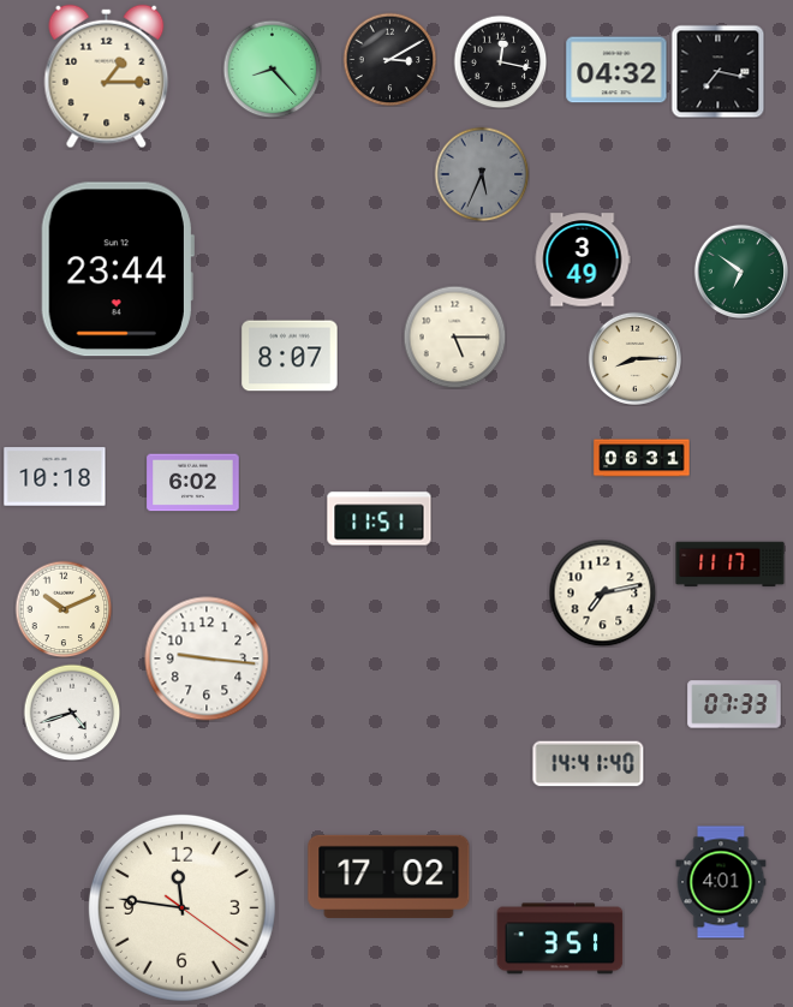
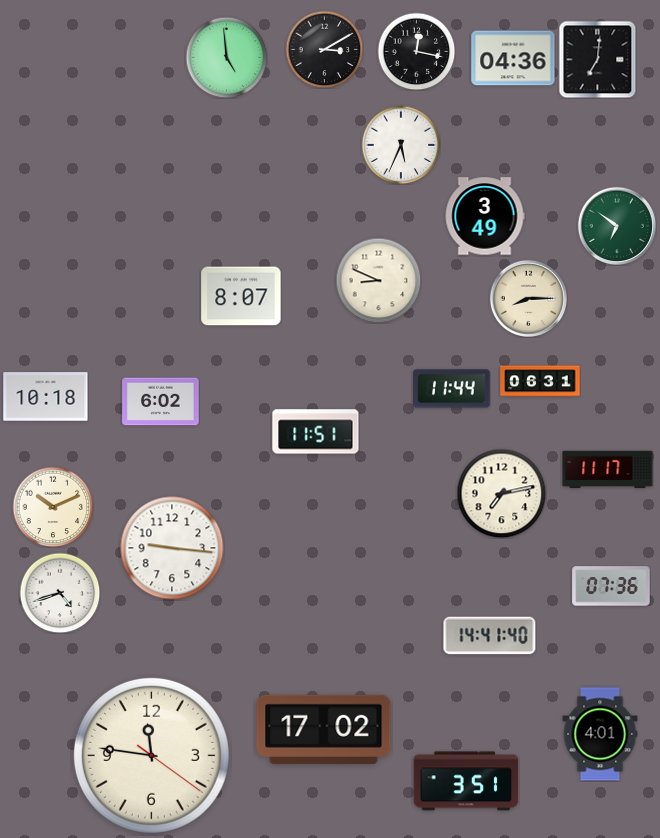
clock at (272, 68): 8:23 -> 4:59
clock at (616, 70): 04:32 -> 04:36
clock at (717, 71): 7:17 -> 7:01
clock at (107, 77): 1:15 -> none
clock at (482, 174) dial: grey -> white
clock at (118, 269): 23:44 -> none
clock at (454, 336): 5:15 -> 8:49
clock at (642, 458) position: (642, 458) -> (540, 381)
clock at (452, 389): none -> 11:44
clock at (734, 704): 07:33 -> 07:36
